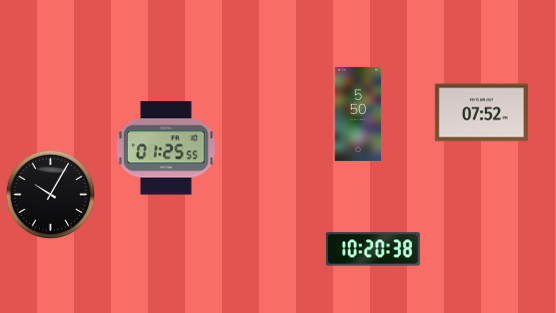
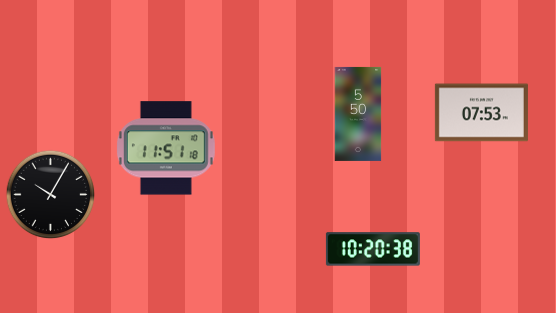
clock at (481, 113): 07:52 -> 07:53
clock at (166, 148): 01:25 -> 11:51
